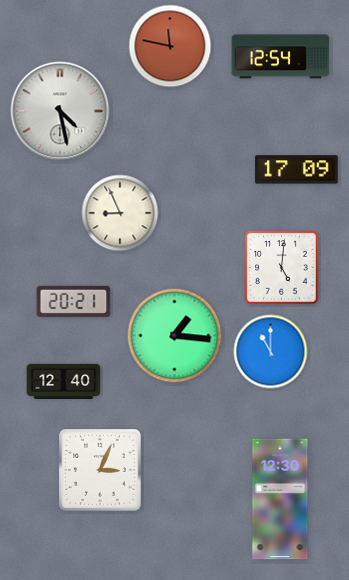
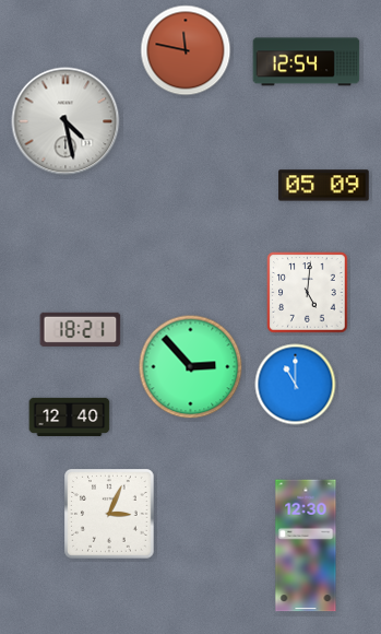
clock at (297, 170): 17:09 -> 05:09
clock at (120, 213): 8:56 -> none
clock at (74, 301): 20:21 -> 18:21
clock at (175, 336): 1:16 -> 2:53
